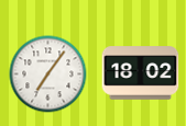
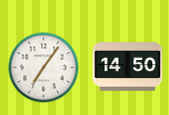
clock at (141, 73): 18:02 -> 14:50
